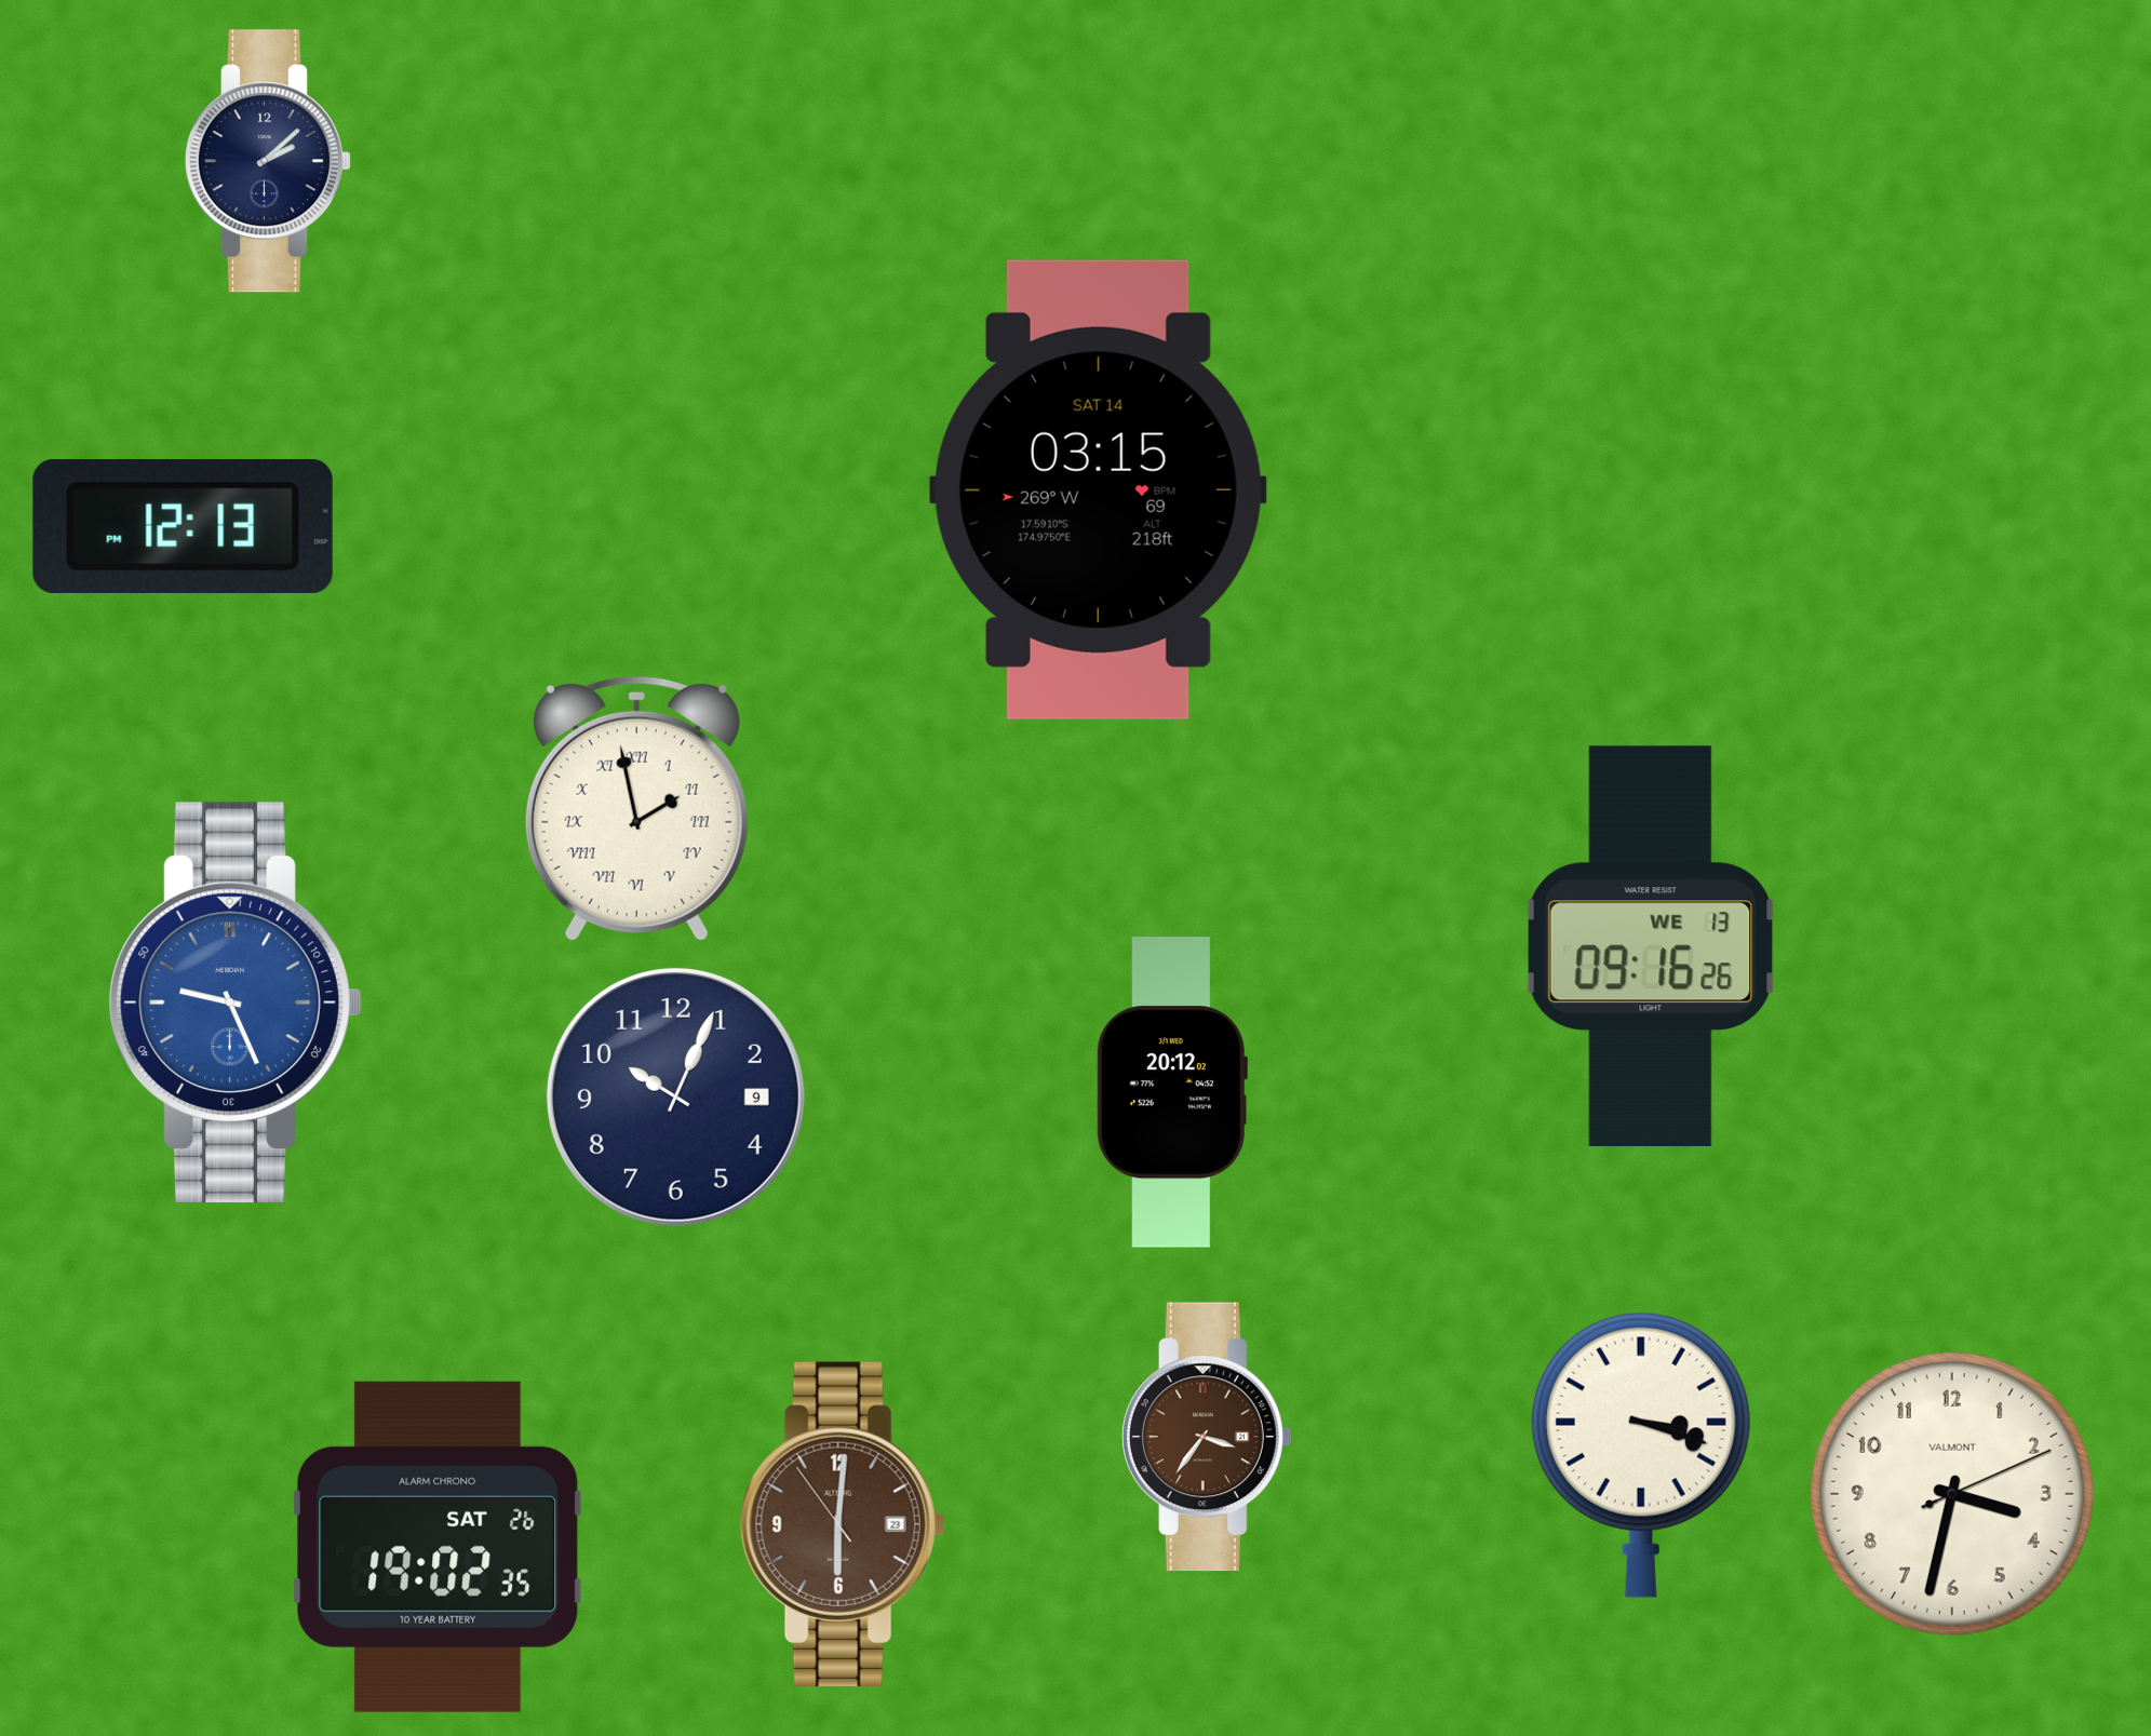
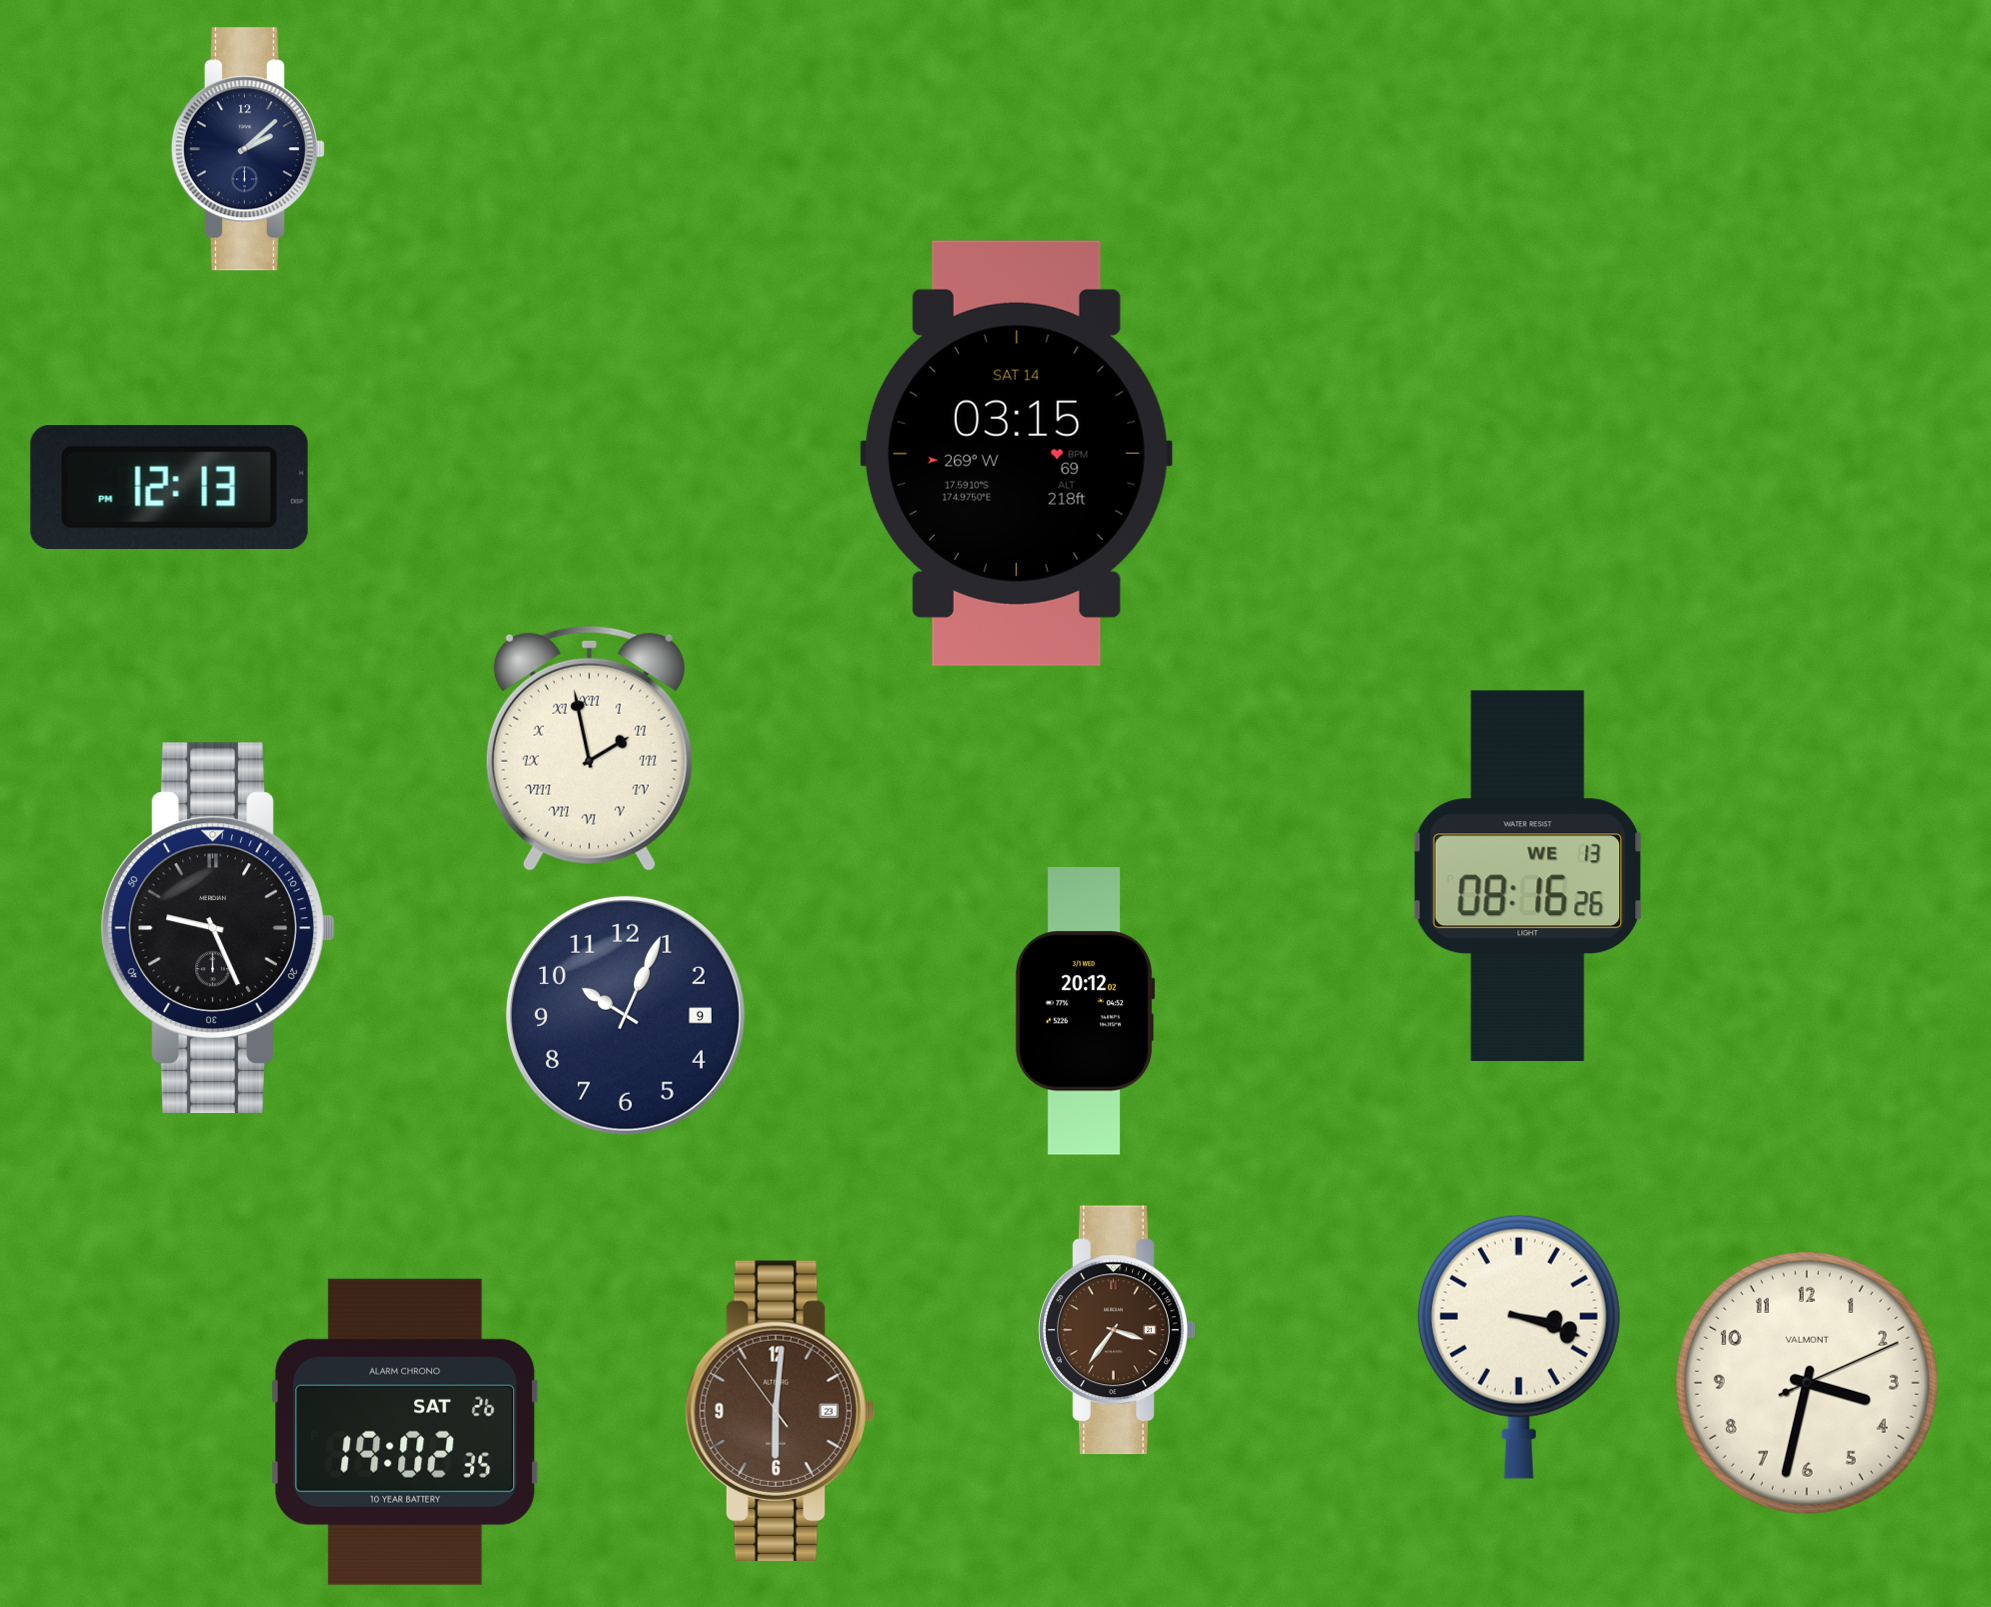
clock at (1651, 945): 09:16 -> 08:16
clock at (236, 1002) dial: blue -> black
